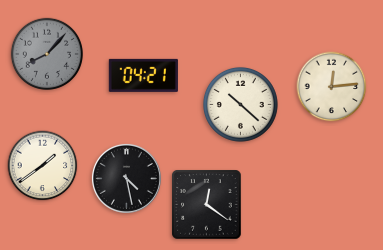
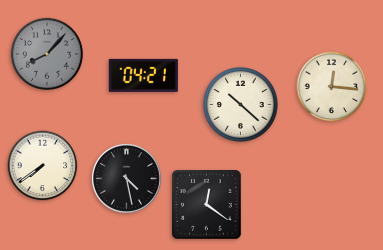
clock at (332, 87): 12:14 -> 12:16
clock at (43, 166): 1:39 -> 7:39
